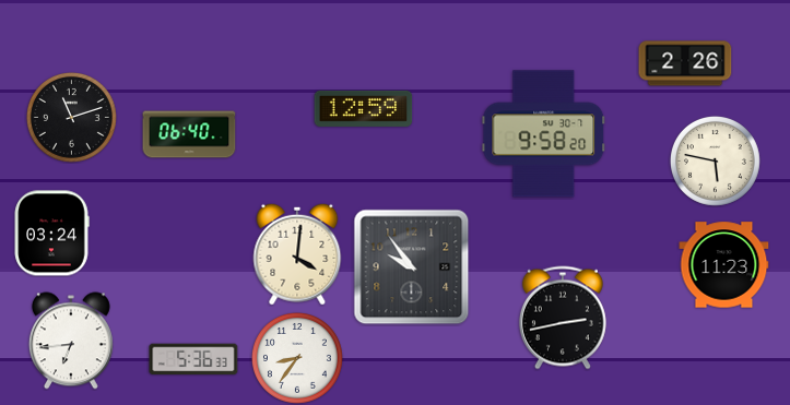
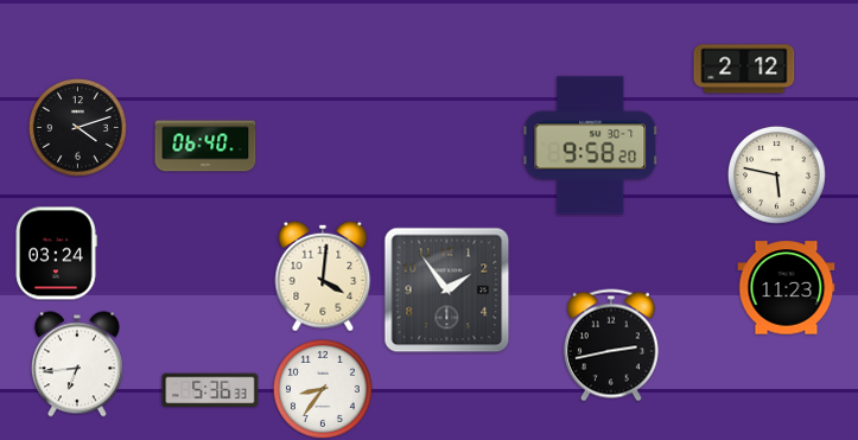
clock at (685, 63): 2:26 -> 2:12
clock at (364, 108): 12:59 -> none
clock at (71, 117): 11:12 -> 4:12
clock at (412, 267): 9:54 -> 1:54
clock at (71, 341) position: (71, 341) -> (77, 364)
